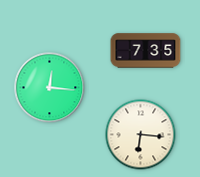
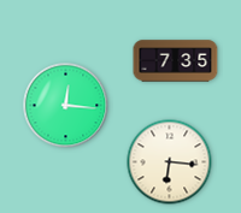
clock at (50, 88) position: (50, 88) -> (66, 106)
